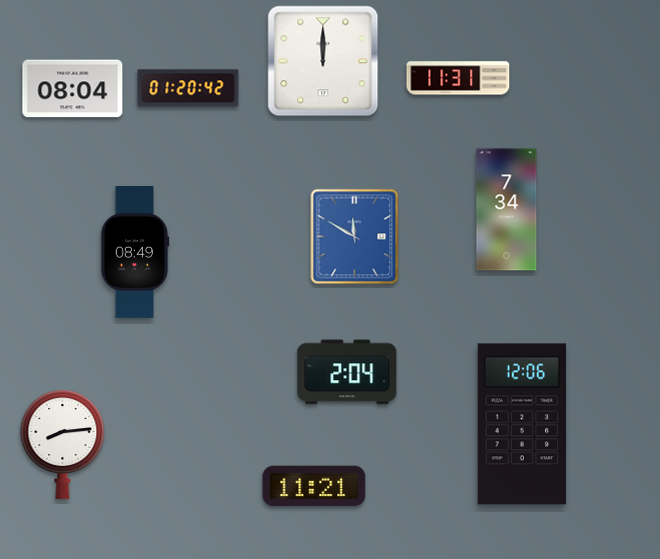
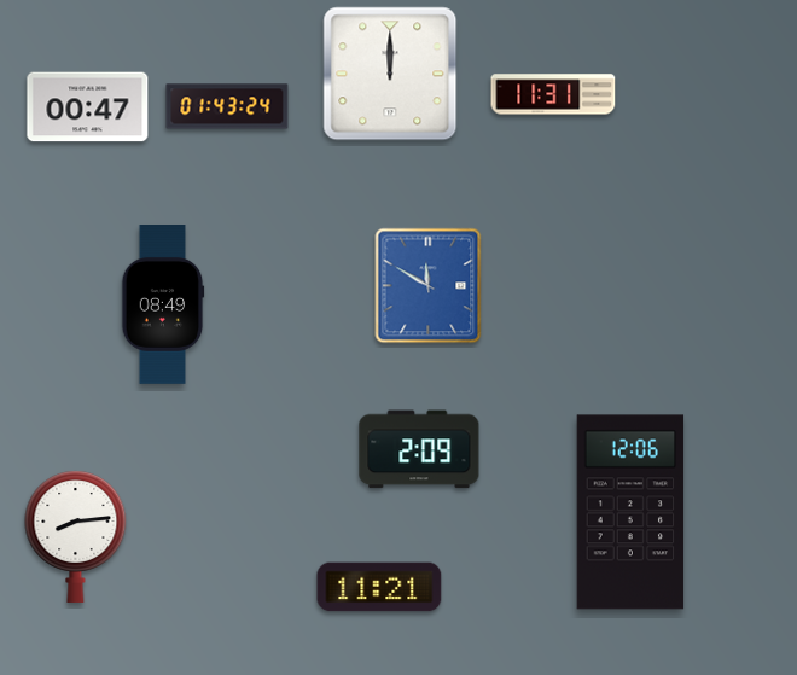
clock at (188, 88): 01:20 -> 01:43
clock at (73, 89): 08:04 -> 00:47
clock at (507, 210): 7:34 -> none
clock at (347, 372): 2:04 -> 2:09
